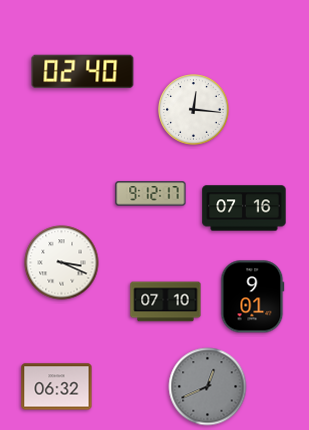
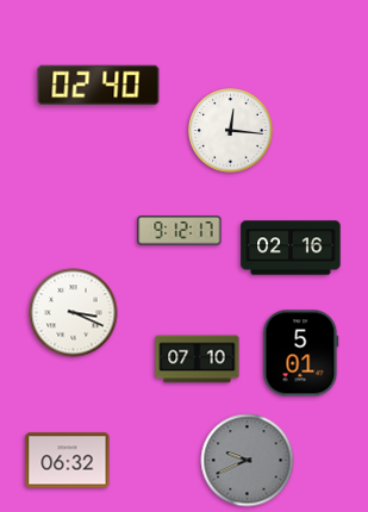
clock at (244, 208): 07:16 -> 02:16
clock at (253, 297): 9:01 -> 5:01
clock at (208, 387): 12:41 -> 9:41
